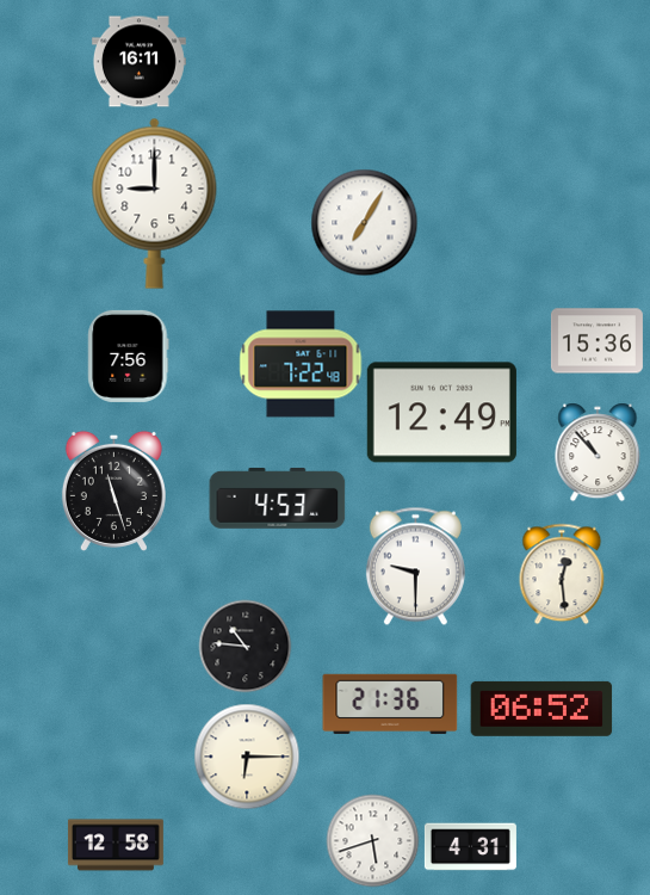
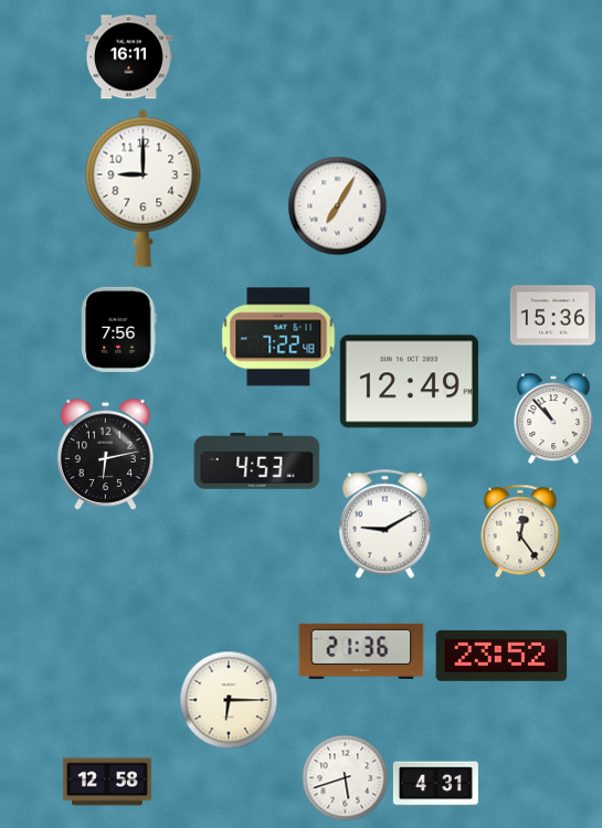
clock at (113, 490): 11:27 -> 6:13
clock at (415, 566): 9:30 -> 9:10
clock at (562, 574): 12:29 -> 12:24
clock at (244, 646): 10:46 -> none
clock at (541, 709): 06:52 -> 23:52
